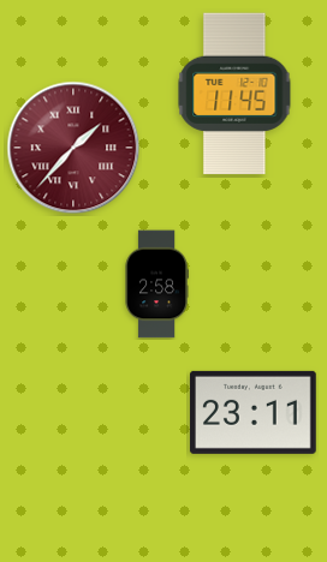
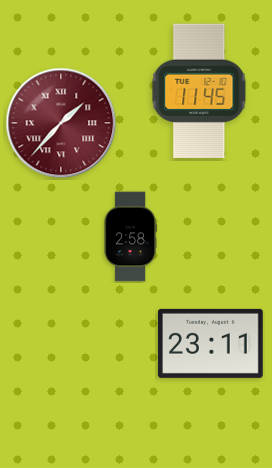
clock at (234, 92) position: (234, 92) -> (199, 90)
